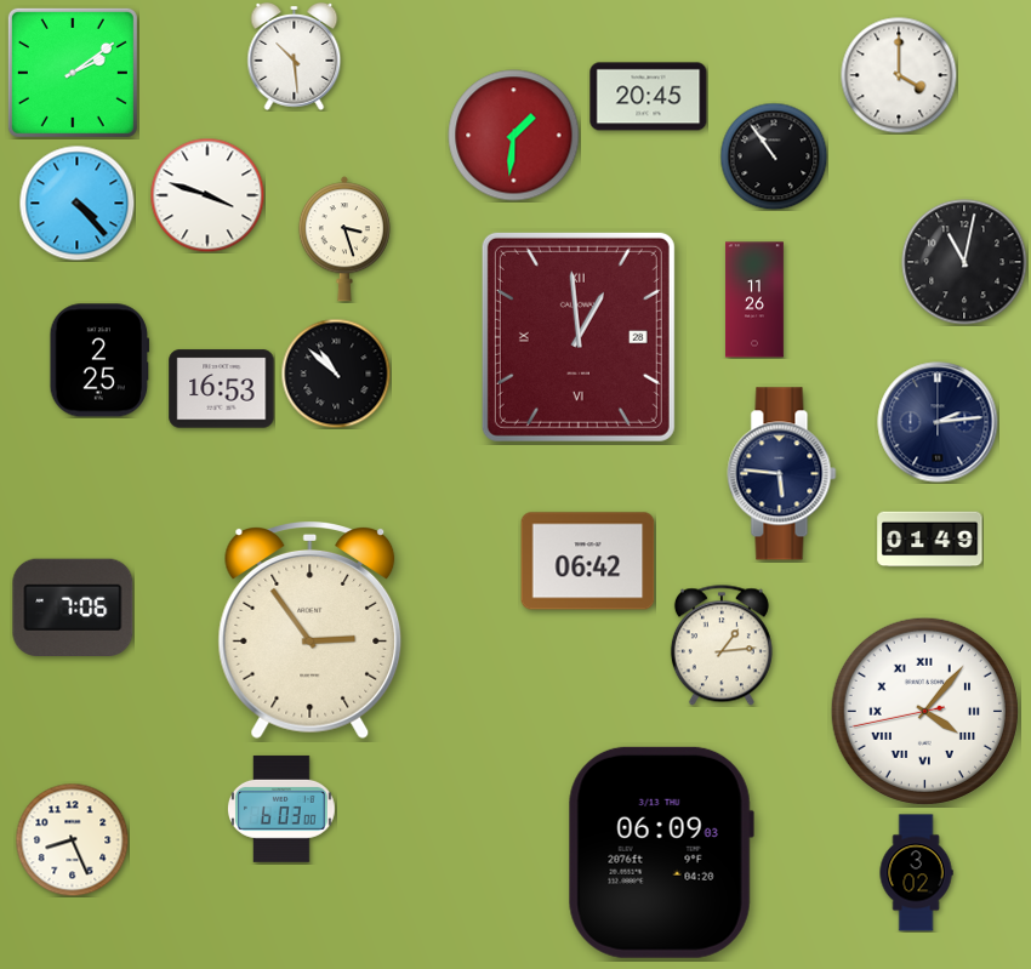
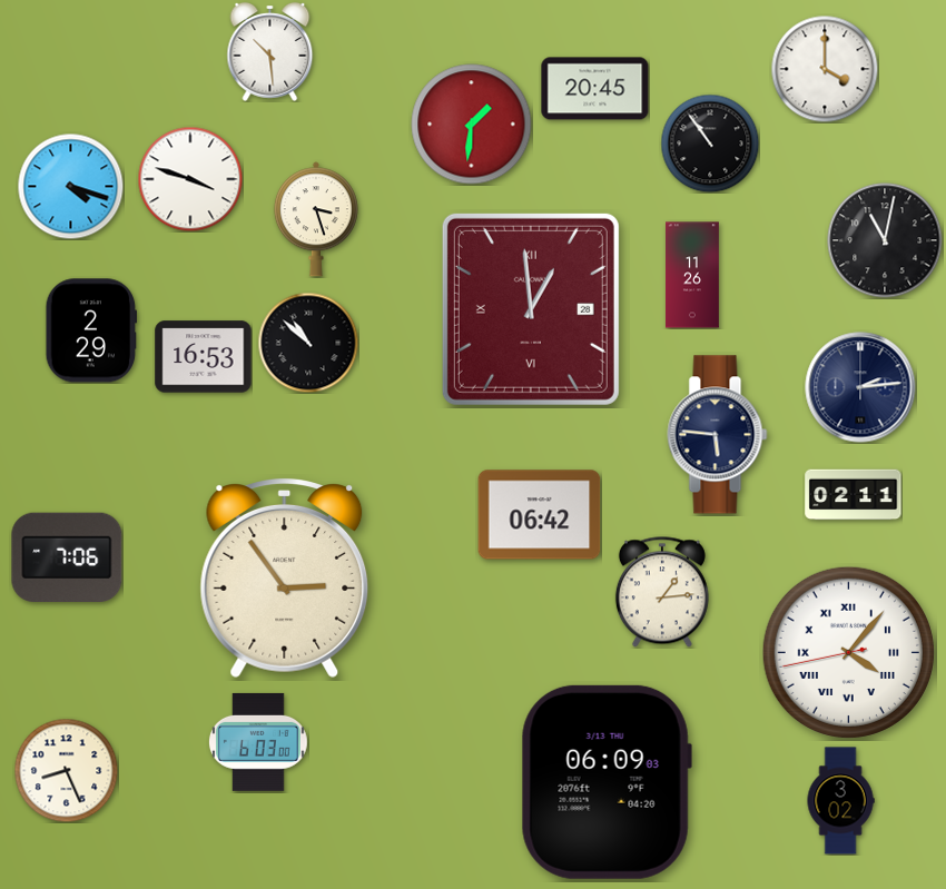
clock at (73, 73): 2:09 -> none
clock at (76, 203): 4:23 -> 4:18
clock at (99, 360): 2:25 -> 2:29
clock at (930, 540): 01:49 -> 02:11
